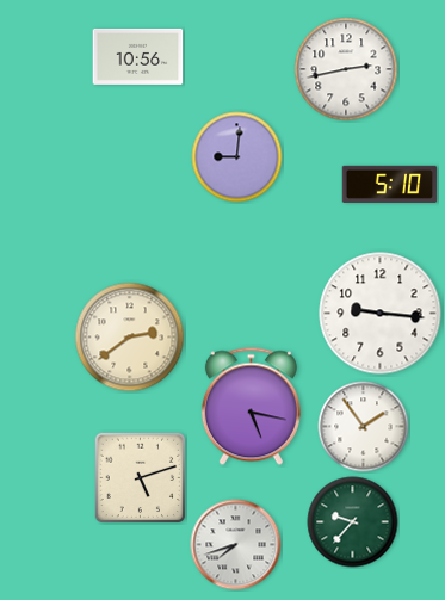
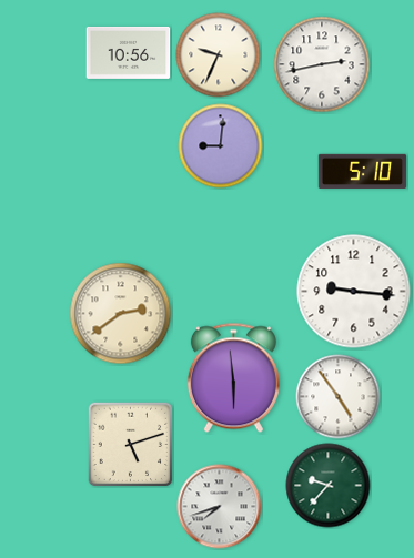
clock at (219, 55): none -> 9:34
clock at (251, 407): 5:17 -> 5:59
clock at (364, 427): 1:54 -> 4:54
